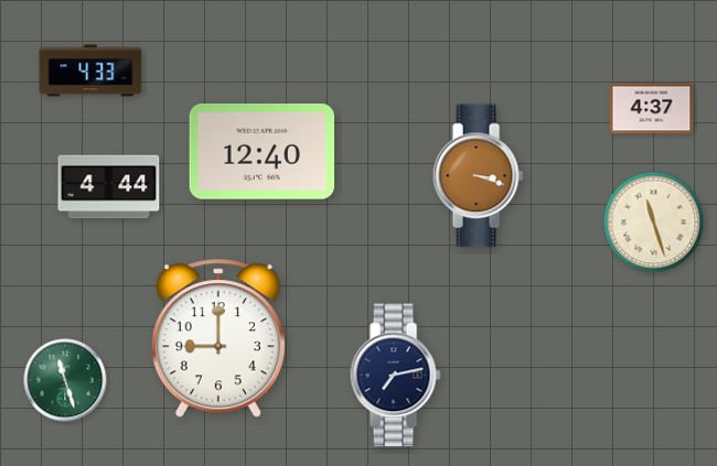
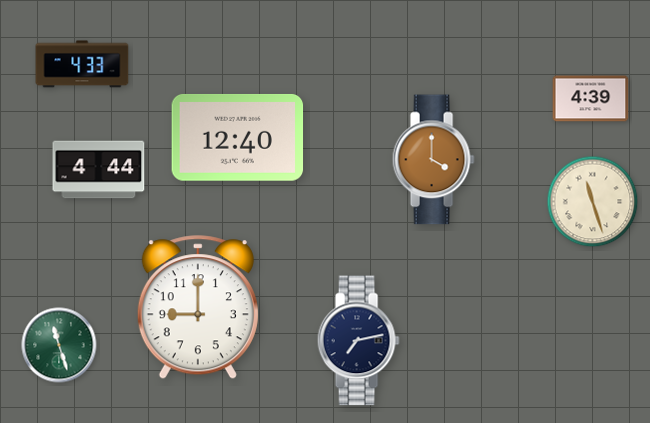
clock at (652, 109): 4:37 -> 4:39
clock at (478, 176): 3:18 -> 4:00
